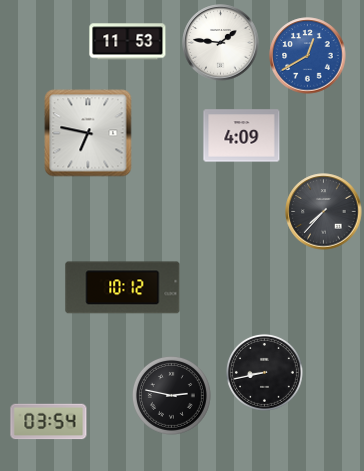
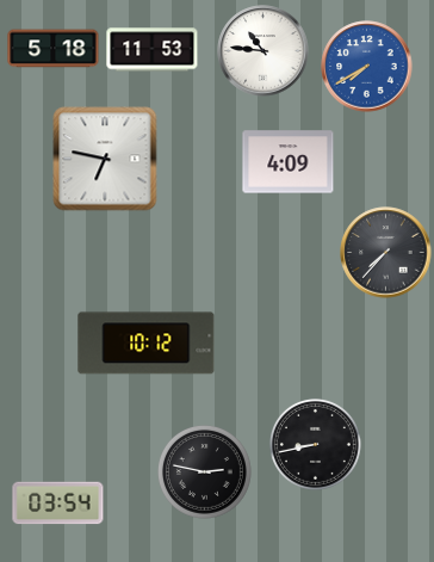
clock at (54, 49): none -> 5:18
clock at (221, 43): 1:46 -> 10:46
clock at (308, 56): 12:40 -> 7:40
